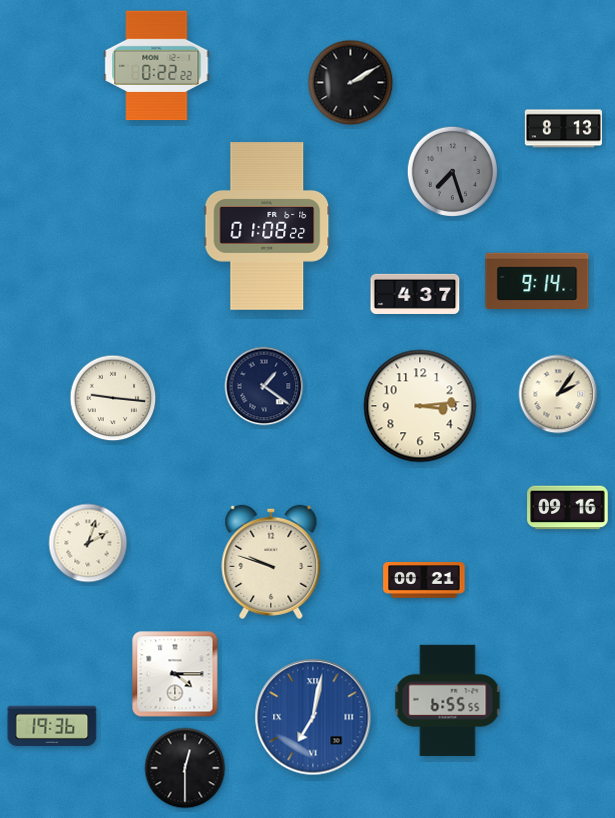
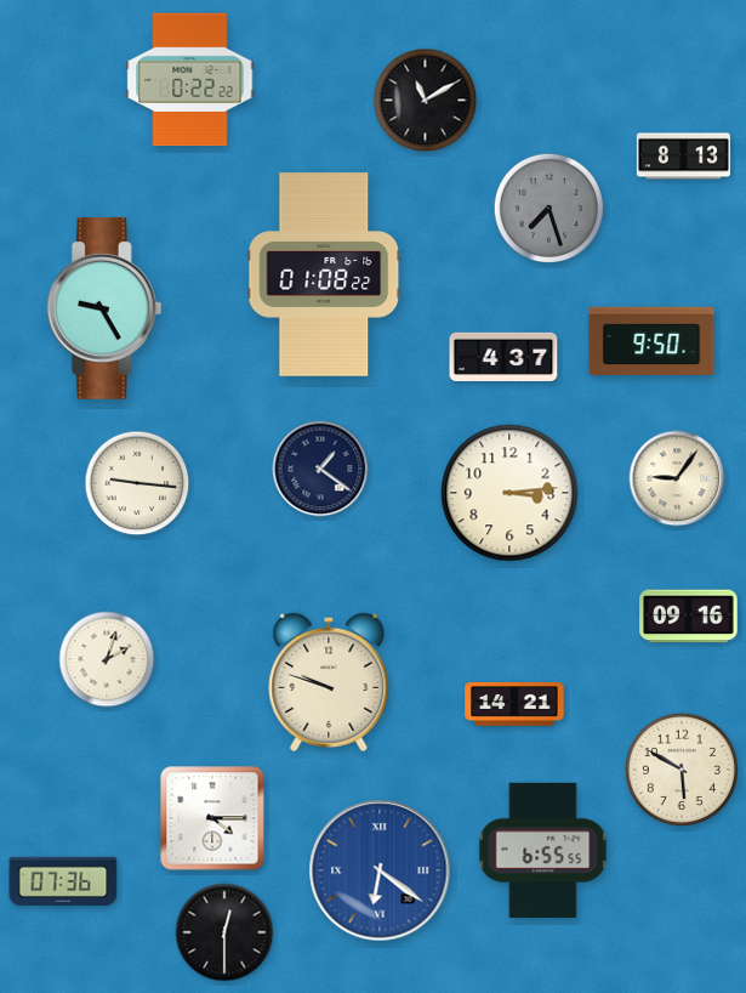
clock at (351, 83): 2:10 -> 11:10
clock at (104, 310): none -> 9:25
clock at (537, 281): 9:14 -> 9:50
clock at (558, 394): 2:06 -> 9:06
clock at (424, 581): 00:21 -> 14:21
clock at (682, 770): none -> 5:50
clock at (313, 717): 7:02 -> 6:21
clock at (52, 725): 19:36 -> 07:36
